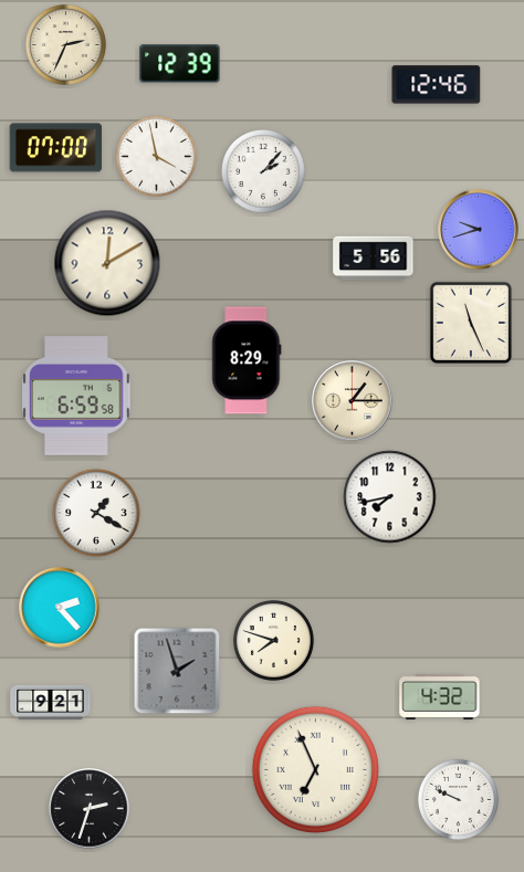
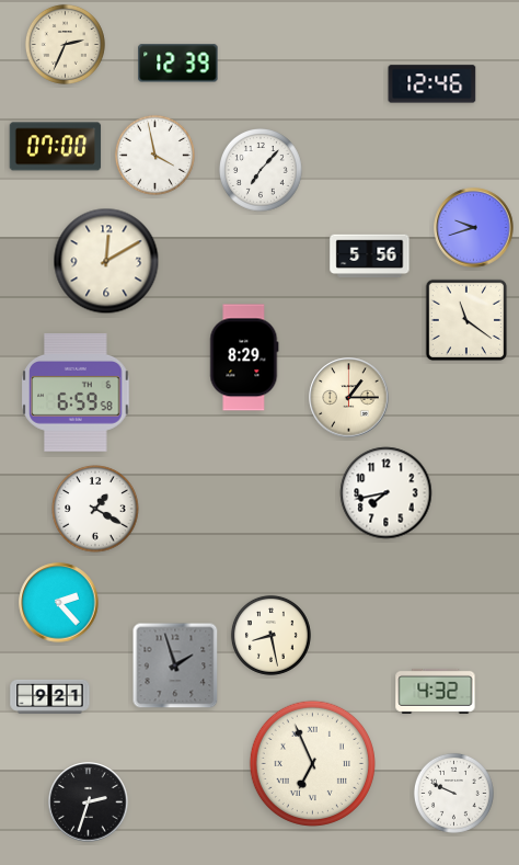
clock at (264, 172): 2:07 -> 7:07
clock at (471, 323): 11:26 -> 11:21
clock at (273, 640): 7:48 -> 8:28
